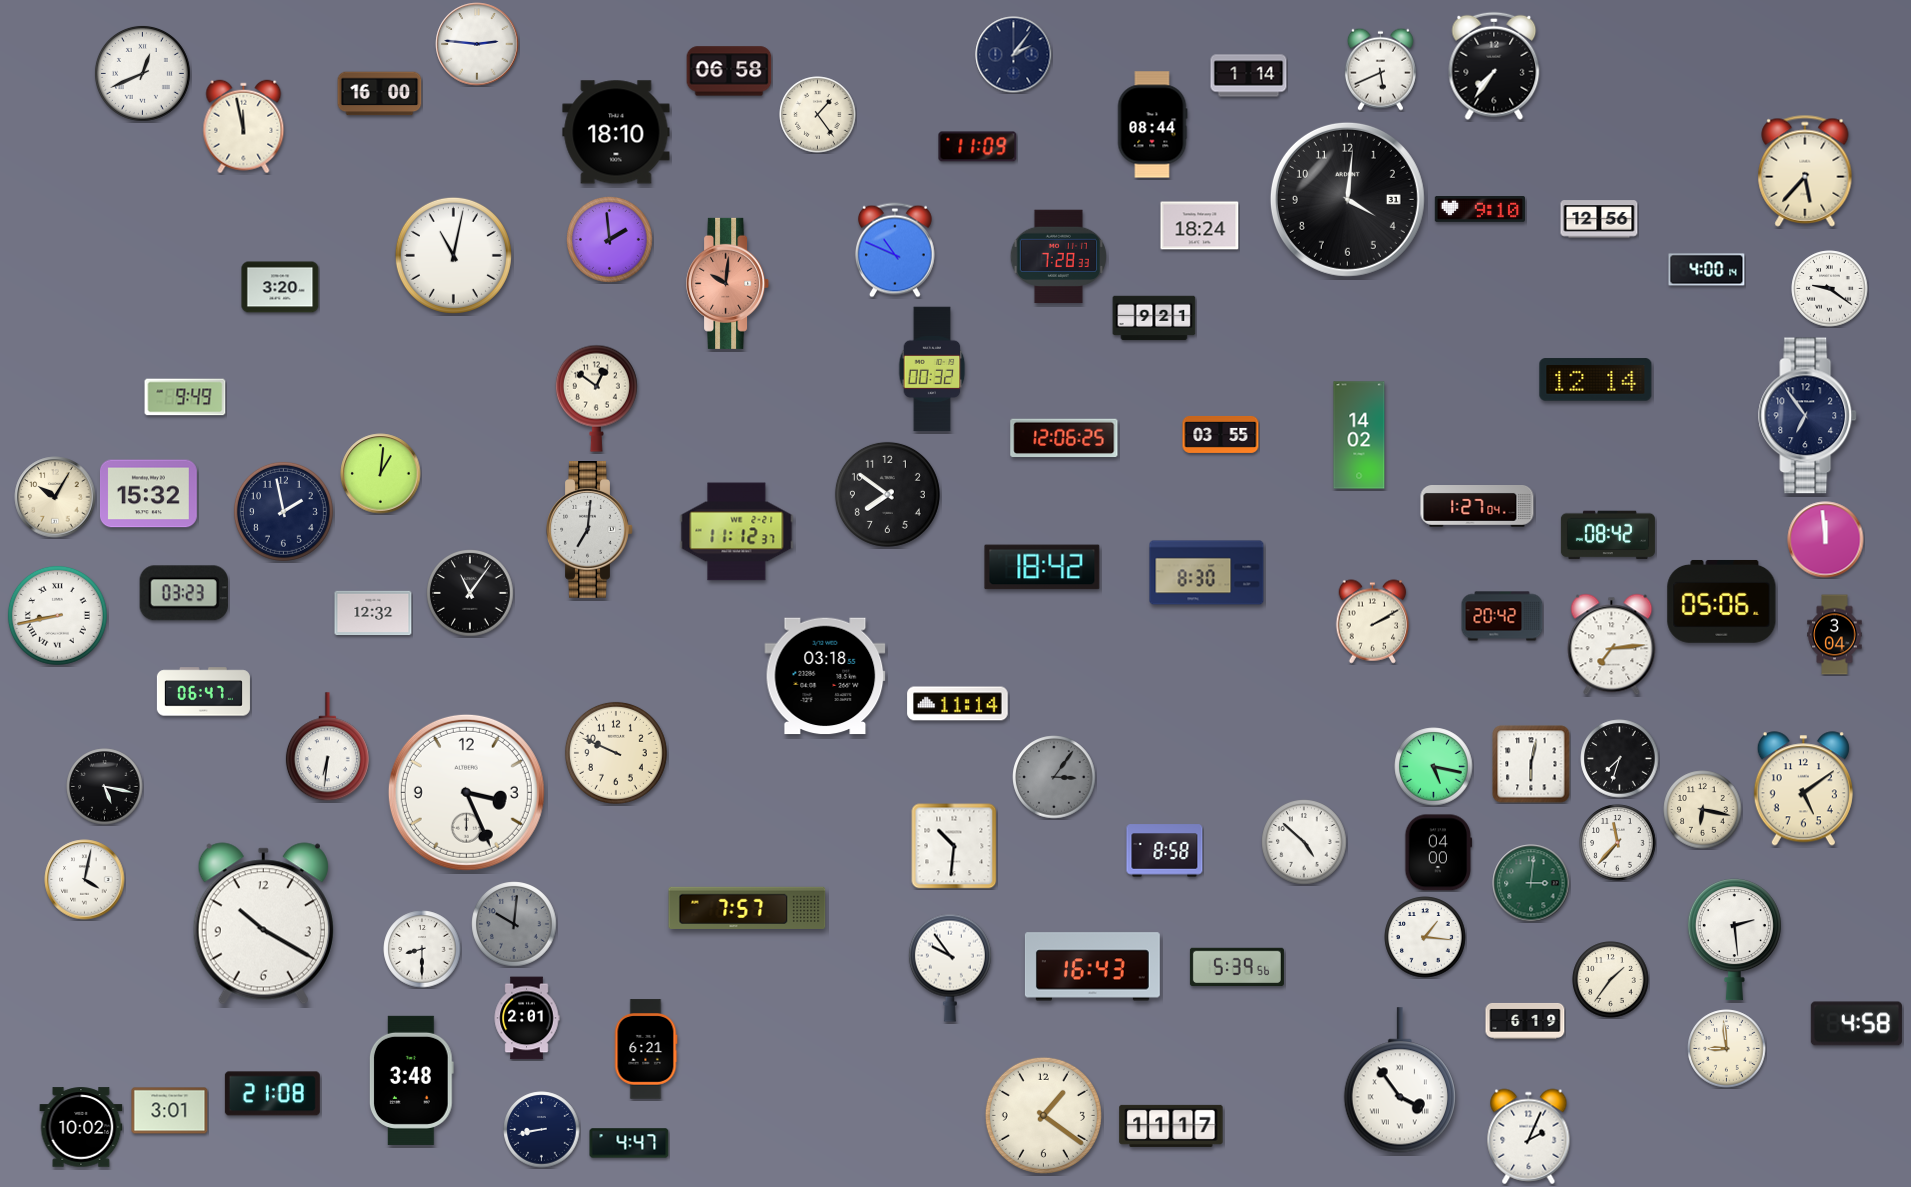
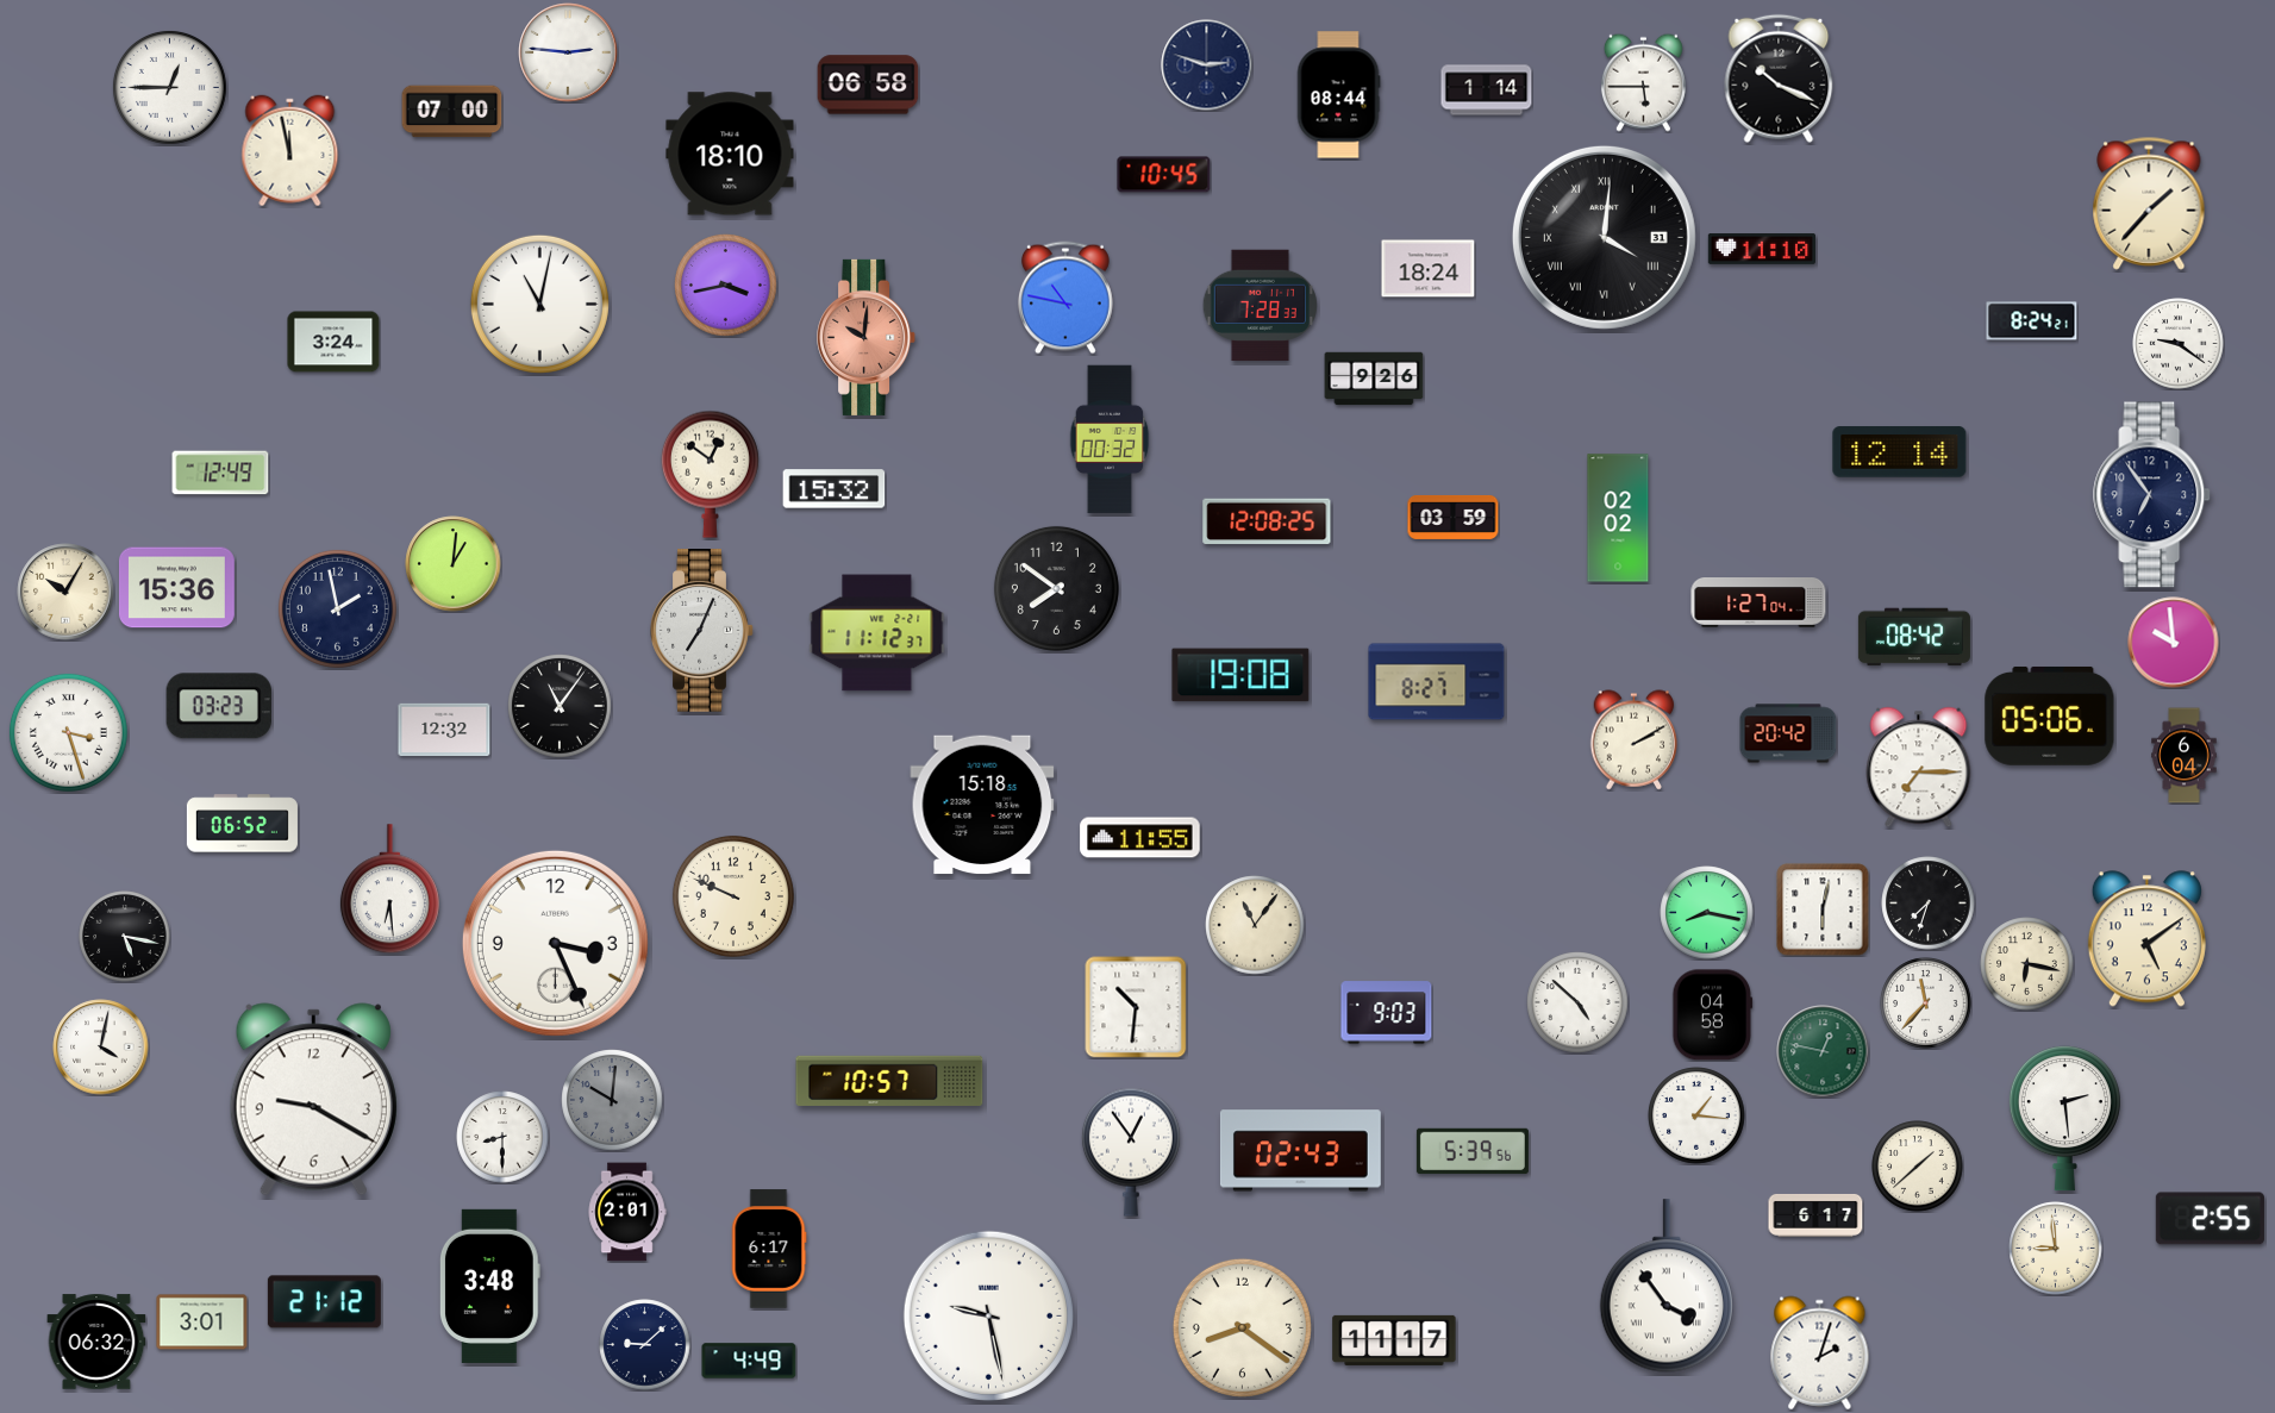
clock at (1014, 55): 2:06 -> 2:48
clock at (1494, 66): 7:36 -> 10:19
clock at (1380, 69): 5:41 -> 5:45
clock at (142, 73): 12:41 -> 12:45
clock at (380, 94): 16:00 -> 07:00
clock at (818, 115): 1:24 -> none
clock at (1152, 125) position: (1152, 125) -> (1338, 95)
clock at (616, 132) position: (616, 132) -> (730, 154)
clock at (978, 147): 11:09 -> 10:45
clock at (1805, 171): 5:37 -> 1:37
clock at (1347, 199) numerals: Arabic -> Roman
clock at (1479, 210): 9:10 -> 11:10
clock at (1599, 219): 12:56 -> none
clock at (610, 240): 1:59 -> 3:43
clock at (895, 250): 10:49 -> 10:47
clock at (1707, 270): 4:00 -> 8:24
clock at (280, 287): 3:20 -> 3:24
clock at (1154, 318): 9:21 -> 9:26
clock at (185, 397): 9:49 -> 12:49
clock at (835, 489): none -> 15:32
clock at (1221, 434): 03:55 -> 03:59
clock at (1359, 435): 14:02 -> 02:02
clock at (1064, 438): 12:06 -> 12:08
clock at (148, 494): 15:32 -> 15:36
clock at (590, 530): 7:01 -> 7:04
clock at (1826, 540): 11:59 -> 9:59
clock at (1042, 567): 18:42 -> 19:08
clock at (1207, 573): 8:30 -> 8:27
clock at (57, 615): 8:43 -> 3:27
clock at (1835, 635): 3:04 -> 6:04
clock at (1612, 645): 7:14 -> 7:15
clock at (825, 676): 03:18 -> 15:18
clock at (203, 692): 06:47 -> 06:52
clock at (958, 704): 11:14 -> 11:55
clock at (327, 747): 6:31 -> 6:29
clock at (1434, 767): 5:17 -> 8:17
clock at (1054, 777): 3:06 -> 11:06
clock at (1054, 777) dial: grey -> cream
clock at (1304, 842) position: (1304, 842) -> (1577, 1002)
clock at (1165, 851): 8:58 -> 9:03
clock at (1439, 853): 04:00 -> 04:58
clock at (1531, 883): 3:01 -> 12:47
clock at (747, 908): 7:57 -> 10:57
clock at (263, 924): 10:20 -> 9:20
clock at (422, 949) position: (422, 949) -> (502, 1137)
clock at (1092, 967): 16:43 -> 02:43
clock at (950, 968): 9:54 -> 12:54
clock at (1611, 980): 1:36 -> 1:38
clock at (1525, 1021): 6:19 -> 6:17
clock at (1856, 1024): 4:58 -> 2:55
clock at (646, 1049): 6:21 -> 6:17
clock at (272, 1094): 21:08 -> 21:12
clock at (988, 1315): none -> 9:28
clock at (1043, 1115): 1:21 -> 8:21
clock at (81, 1127): 10:02 -> 06:32
clock at (542, 1130): 8:43 -> 9:08
clock at (1529, 1137): 2:04 -> 2:03
clock at (629, 1143): 4:47 -> 4:49
